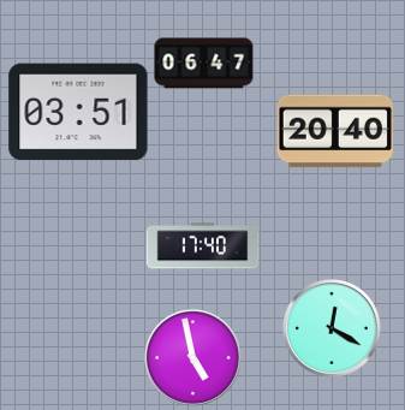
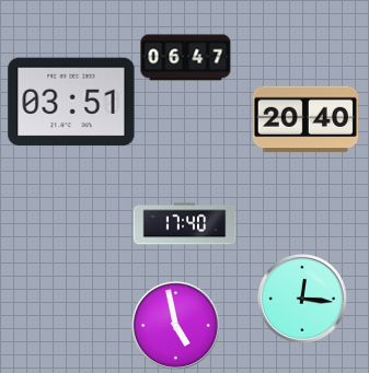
clock at (332, 328): 12:20 -> 12:16
